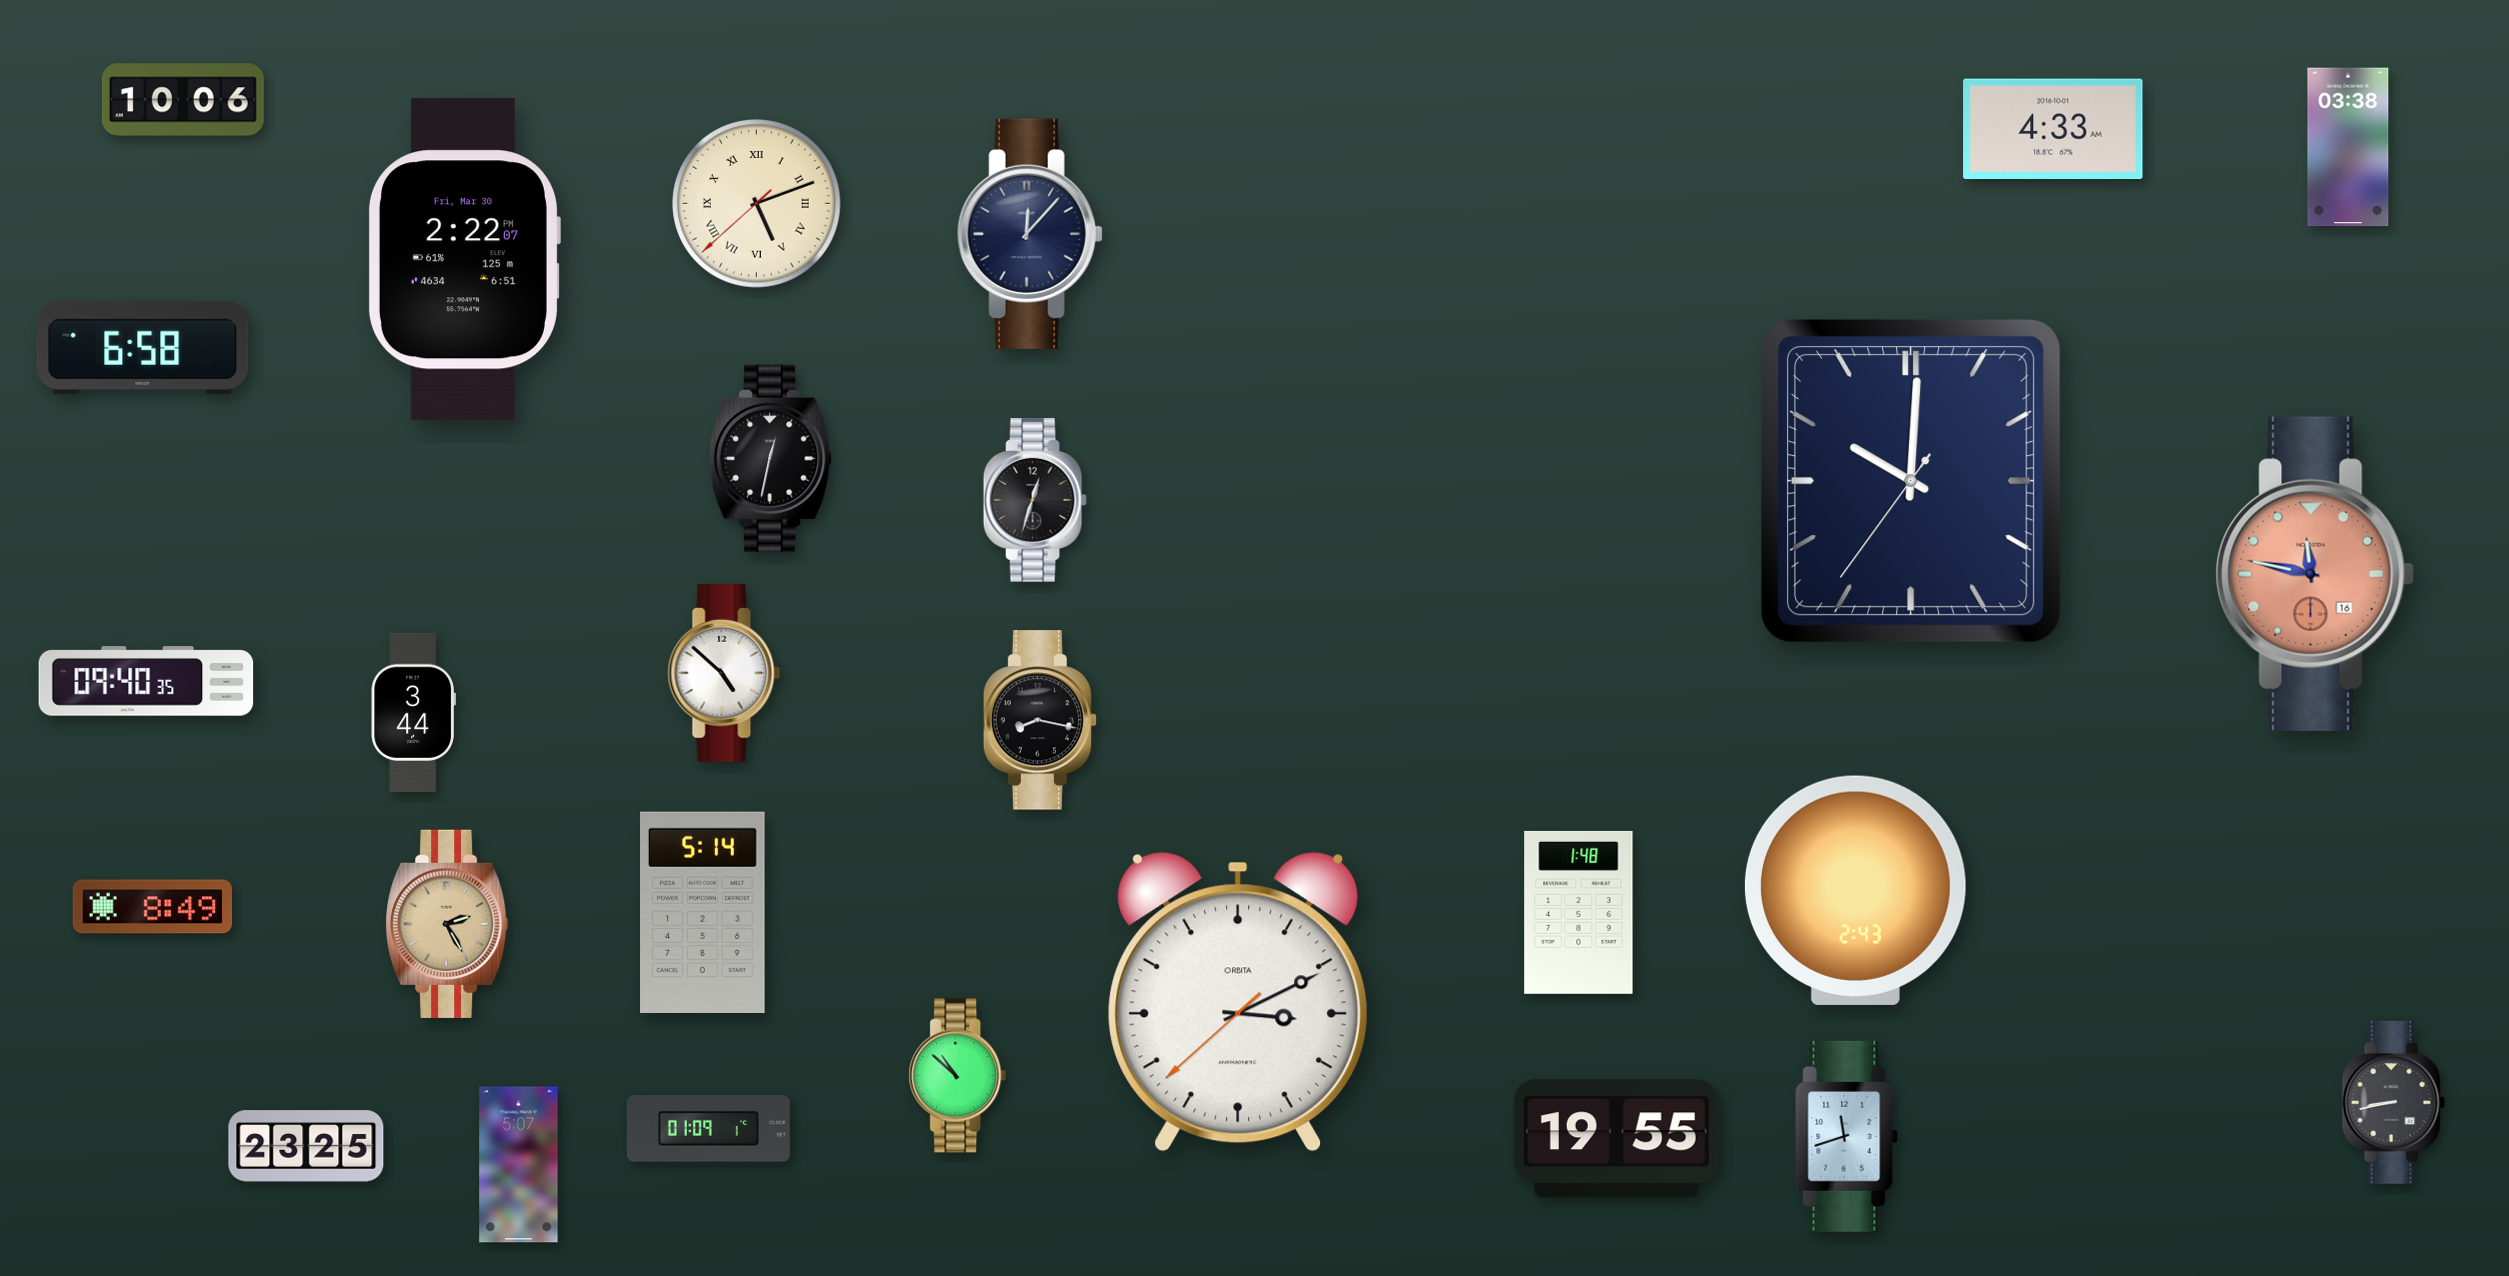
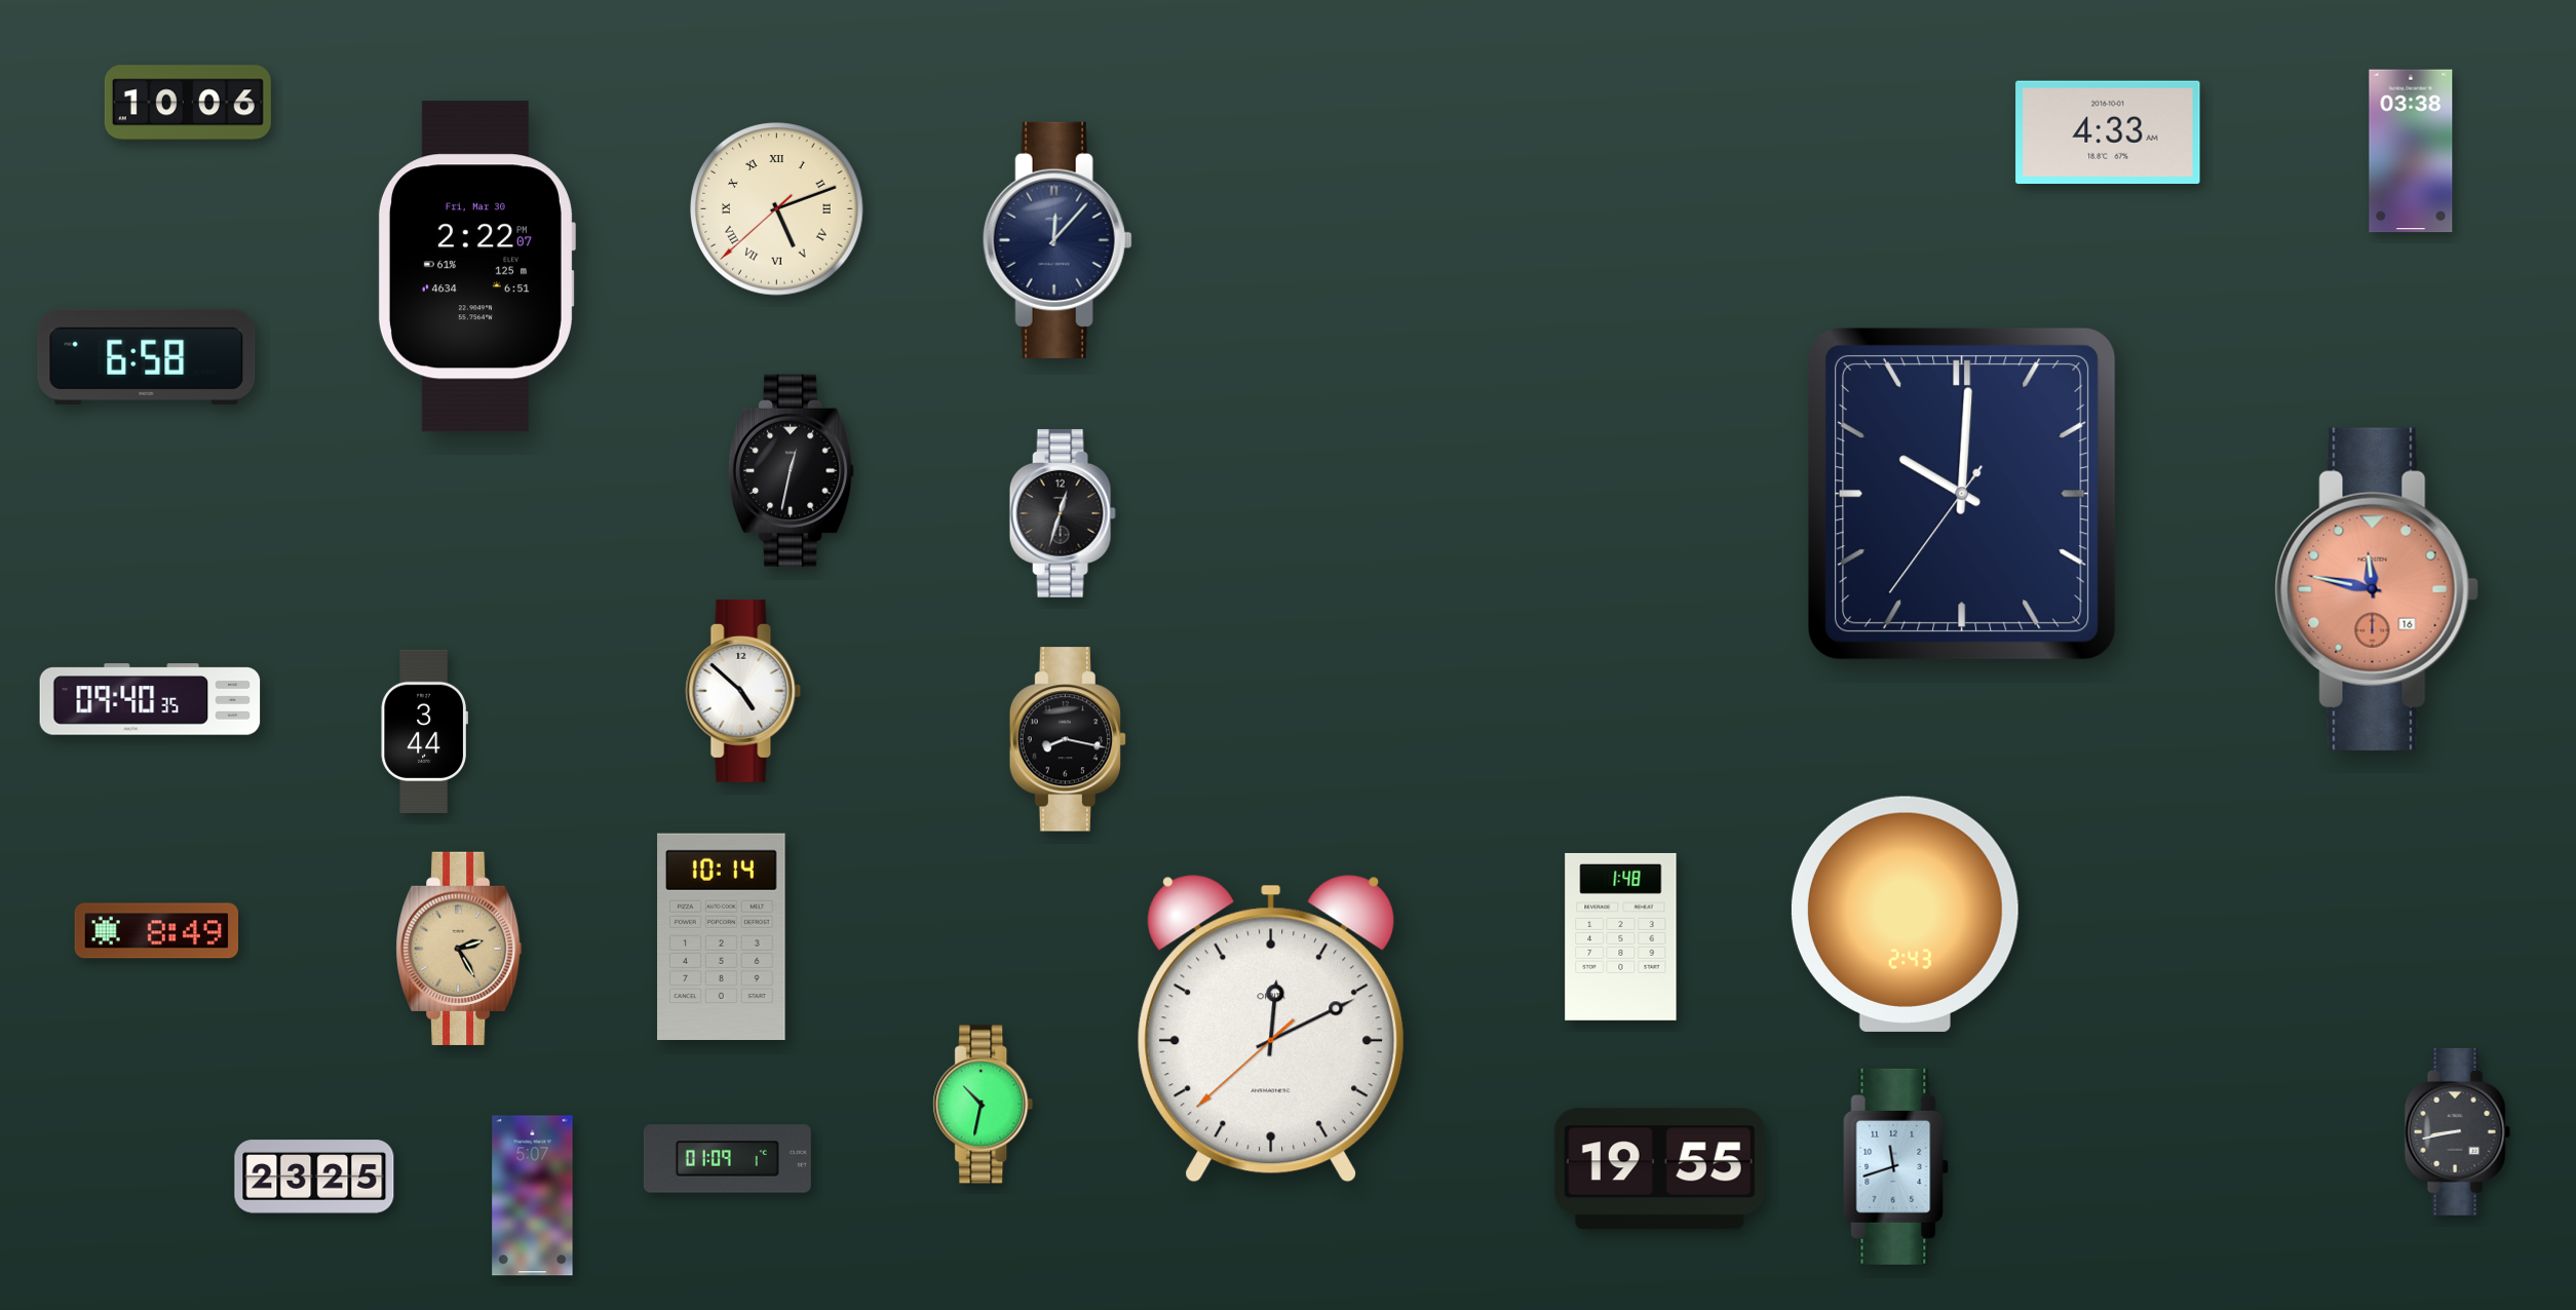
clock at (703, 912): 5:14 -> 10:14
clock at (1238, 1002): 3:10 -> 12:10
clock at (958, 1076): 10:52 -> 10:32
